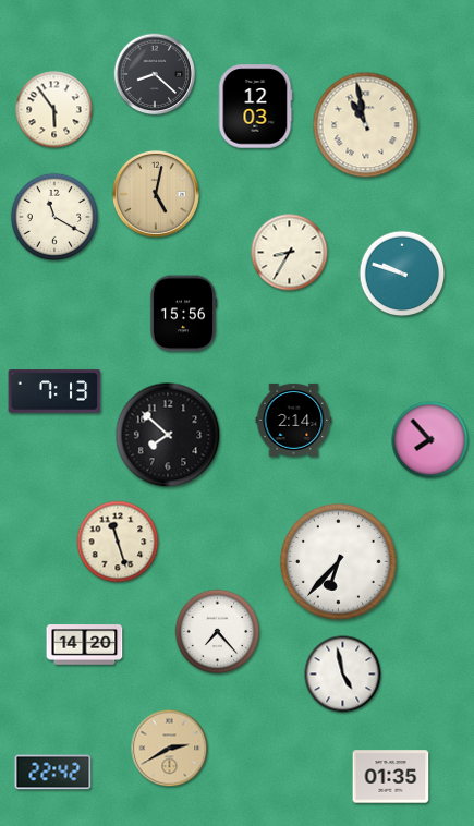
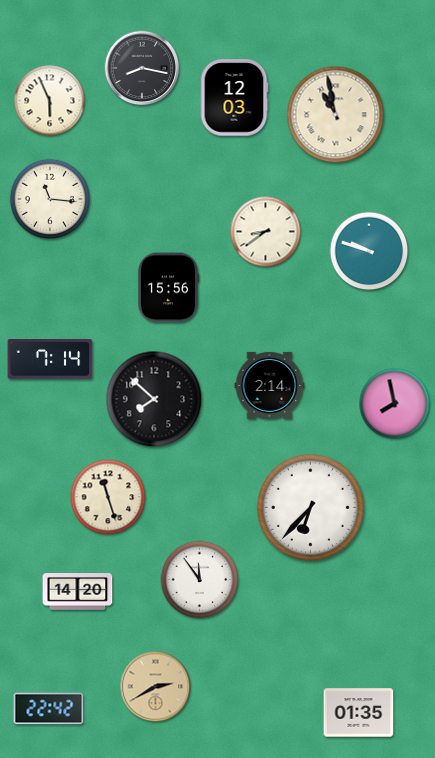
clock at (155, 74): 8:22 -> 8:17
clock at (54, 110): 5:54 -> 5:56
clock at (156, 194): 5:02 -> none
clock at (53, 216): 11:20 -> 11:16
clock at (290, 253): 8:35 -> 8:39
clock at (54, 391): 7:13 -> 7:14
clock at (430, 440): 7:53 -> 7:58
clock at (338, 561) position: (338, 561) -> (310, 507)
clock at (218, 632): 7:23 -> 11:54
clock at (343, 675): 4:58 -> none
